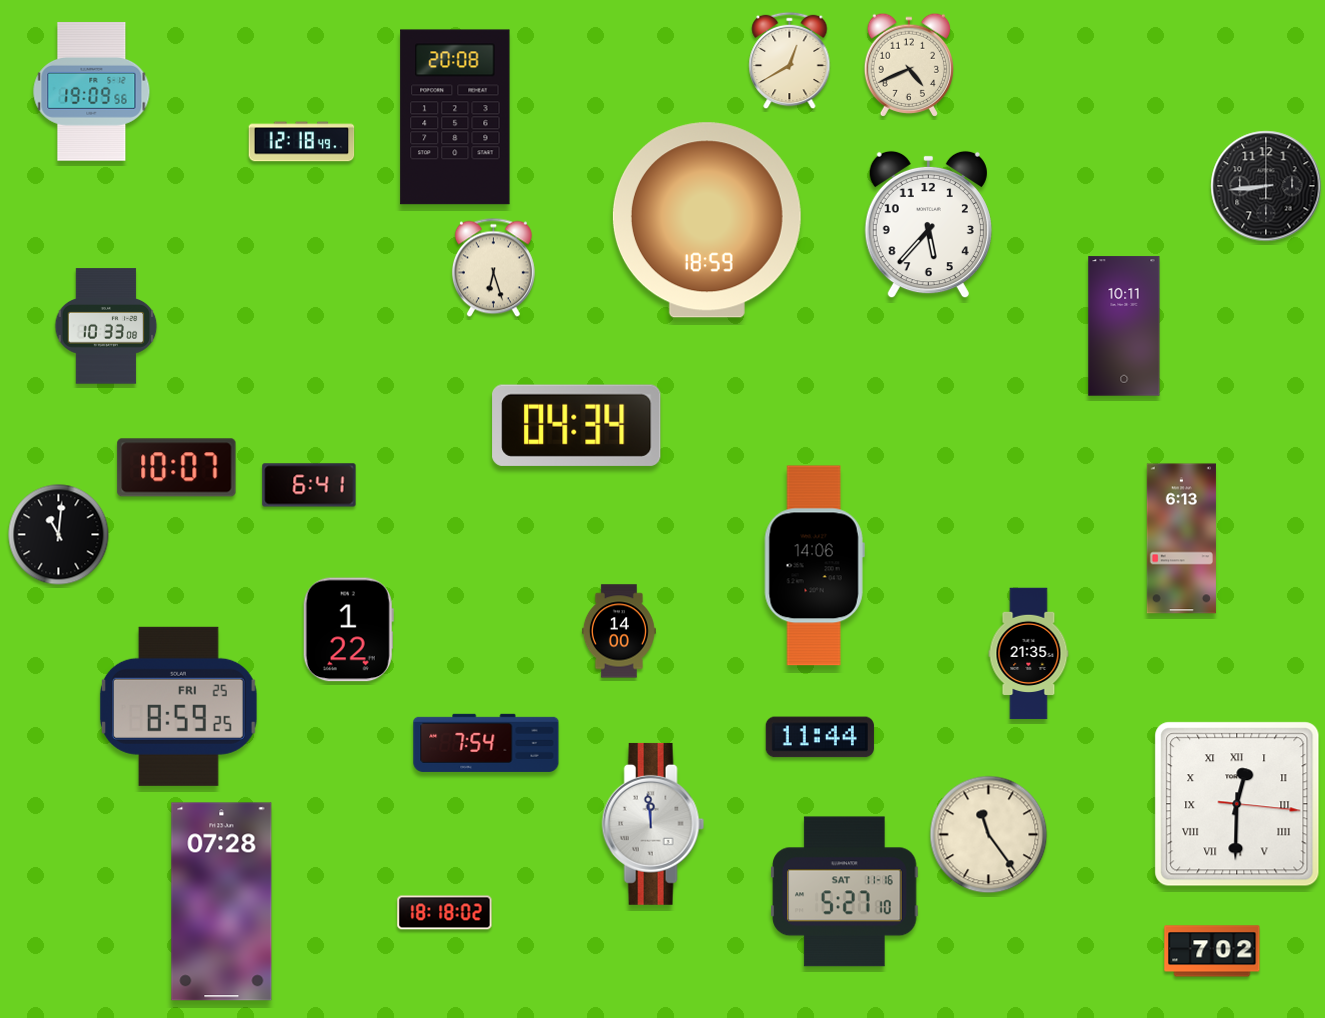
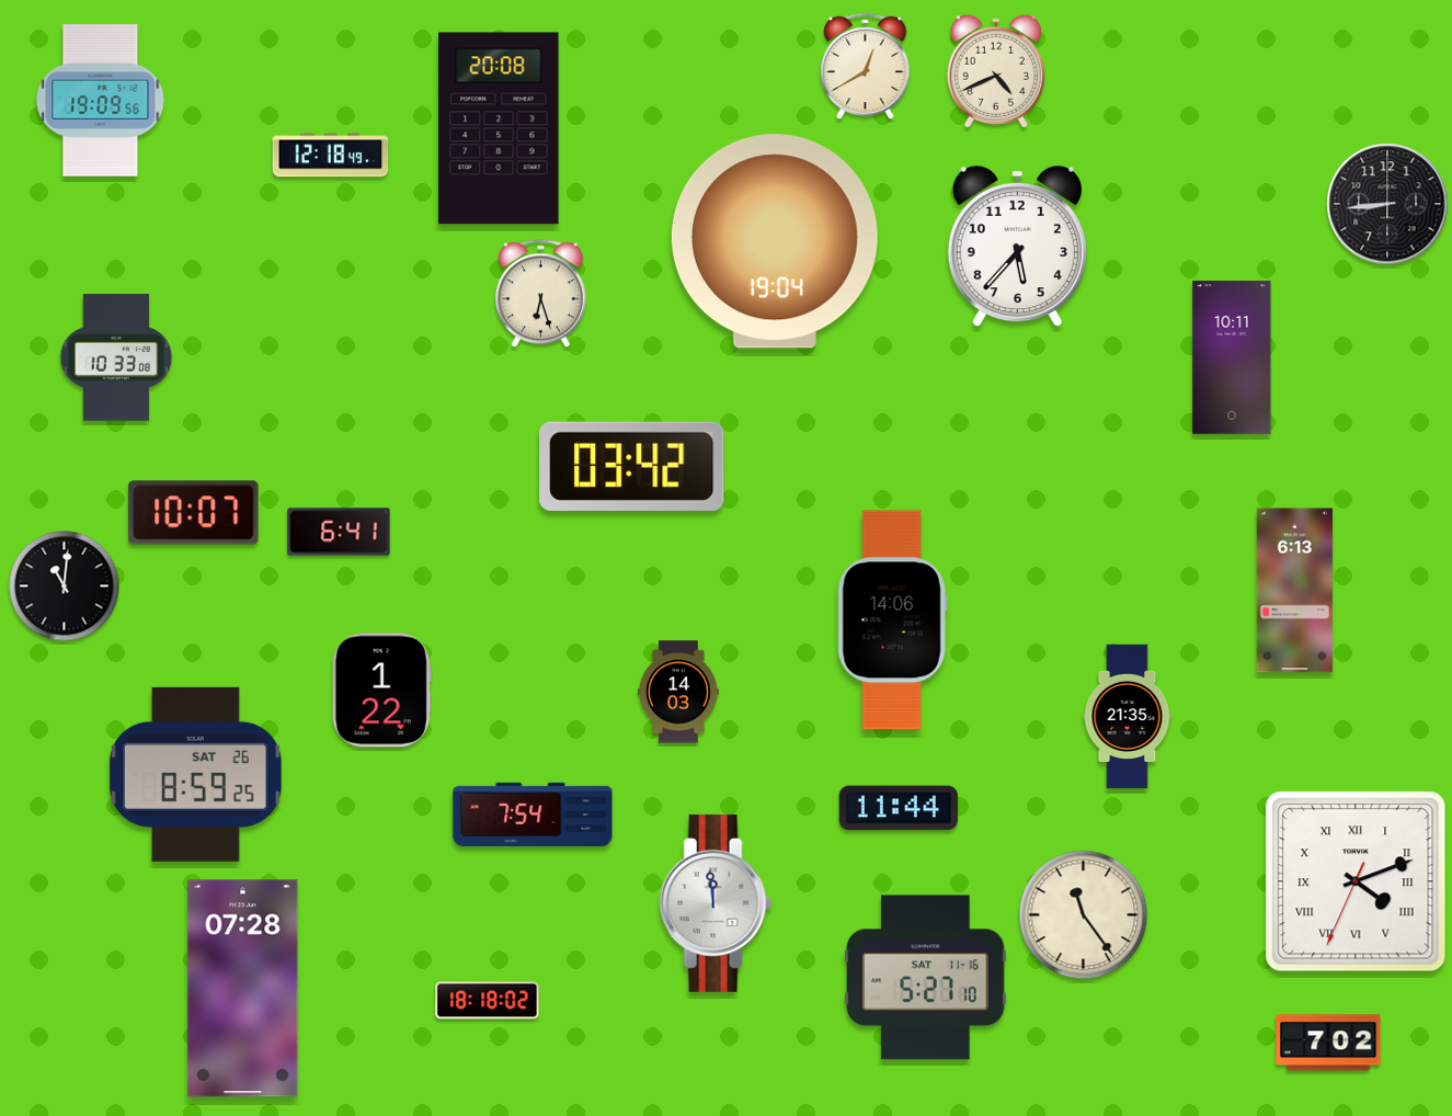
clock at (707, 220): 18:59 -> 19:04
clock at (577, 425): 04:34 -> 03:42
clock at (619, 631): 14:00 -> 14:03
clock at (178, 706) date: FRI 25 -> SAT 26
clock at (1237, 804): 12:30 -> 4:11
